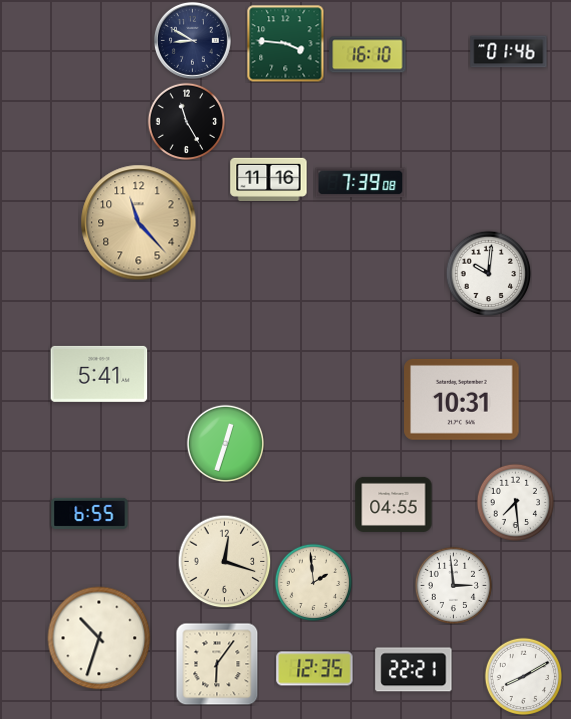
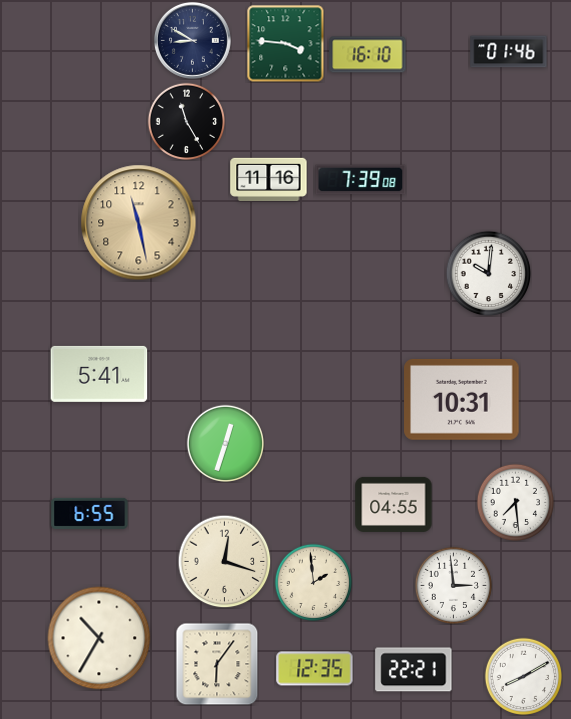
clock at (361, 183) position: (361, 183) -> (361, 180)
clock at (139, 223): 11:23 -> 11:28
clock at (99, 638): 10:33 -> 10:35
